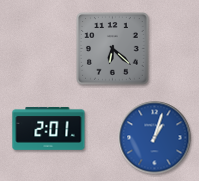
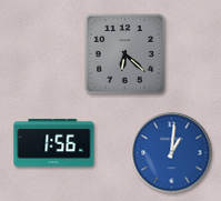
clock at (49, 128): 2:01 -> 1:56
clock at (155, 138): 1:03 -> 1:01
